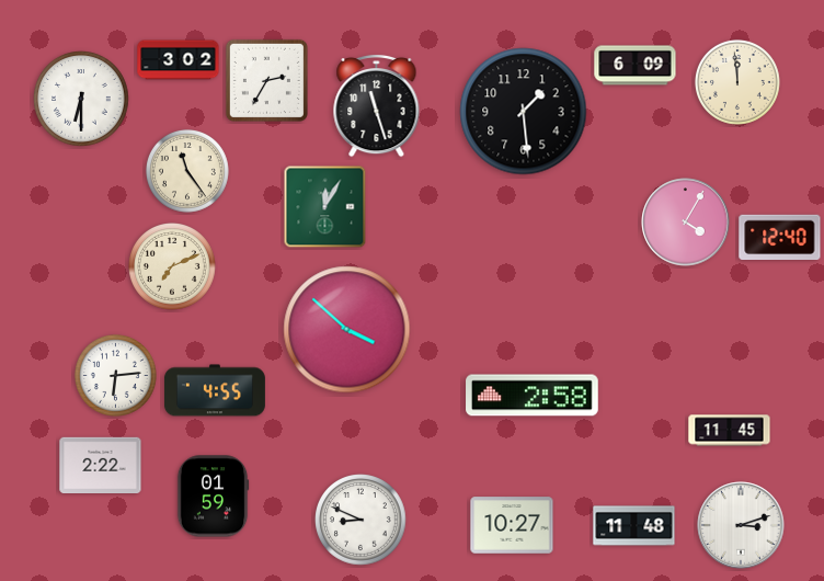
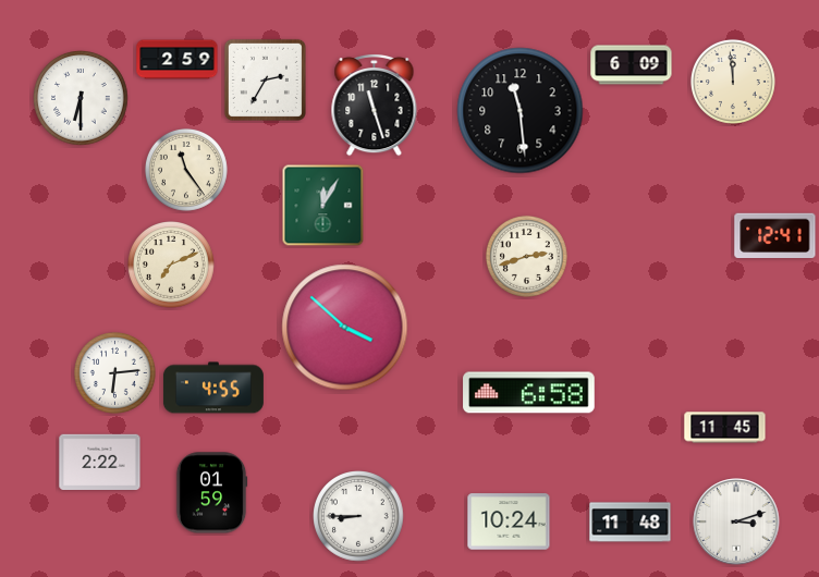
clock at (179, 60): 3:02 -> 2:59
clock at (524, 112): 1:29 -> 11:29
clock at (686, 223): 4:05 -> none
clock at (780, 237): 12:40 -> 12:41
clock at (526, 256): none -> 2:42
clock at (533, 396): 2:58 -> 6:58
clock at (362, 520): 8:49 -> 8:45
clock at (512, 525): 10:27 -> 10:24
